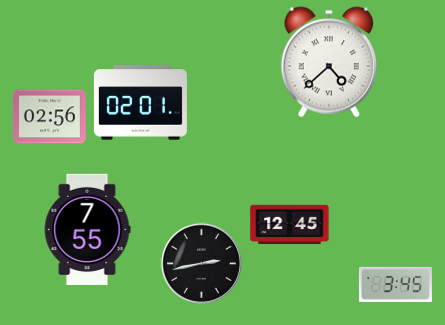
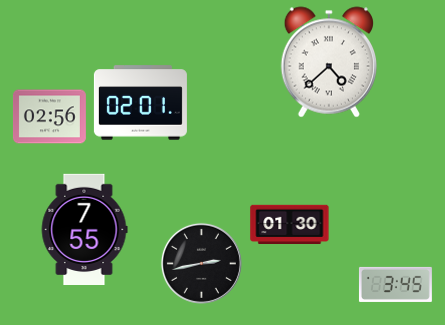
clock at (290, 224): 12:45 -> 01:30
clock at (87, 229) position: (87, 229) -> (84, 229)
